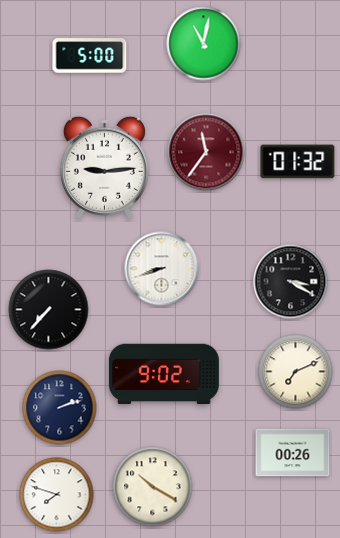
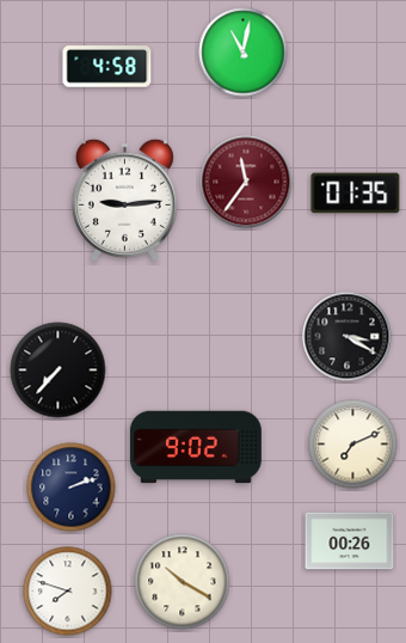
clock at (90, 56): 5:00 -> 4:58
clock at (298, 162): 01:32 -> 01:35
clock at (162, 269): 8:42 -> none
